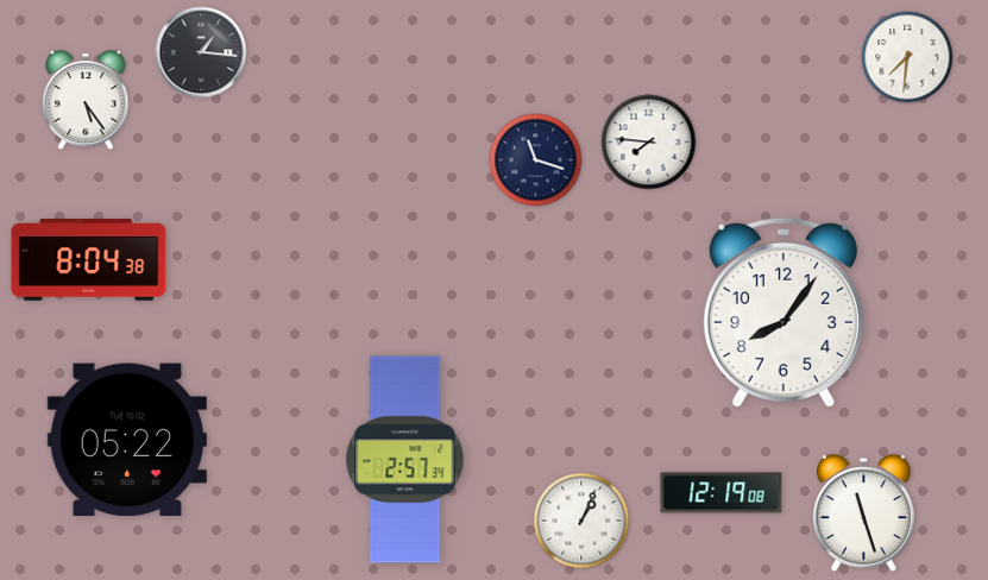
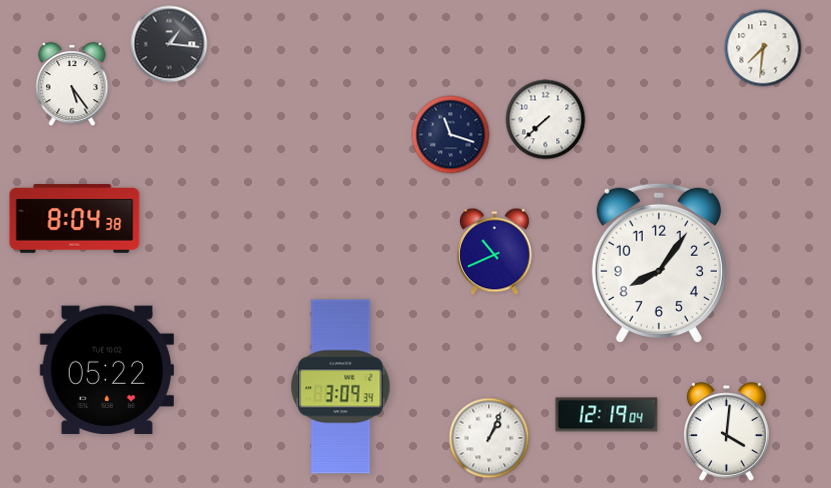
clock at (649, 143): 7:46 -> 7:38
clock at (495, 252): none -> 10:41
clock at (405, 460): 2:57 -> 3:09
clock at (722, 493): 12:19:08 -> 12:19:04
clock at (863, 513): 11:27 -> 4:01
